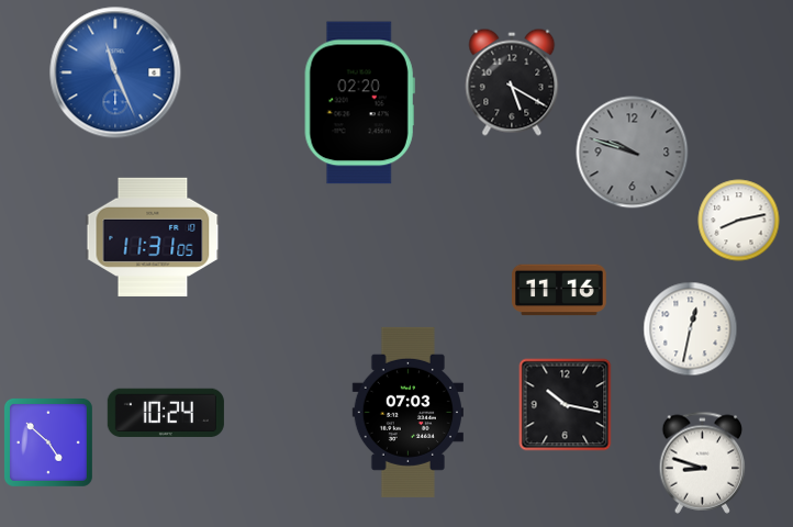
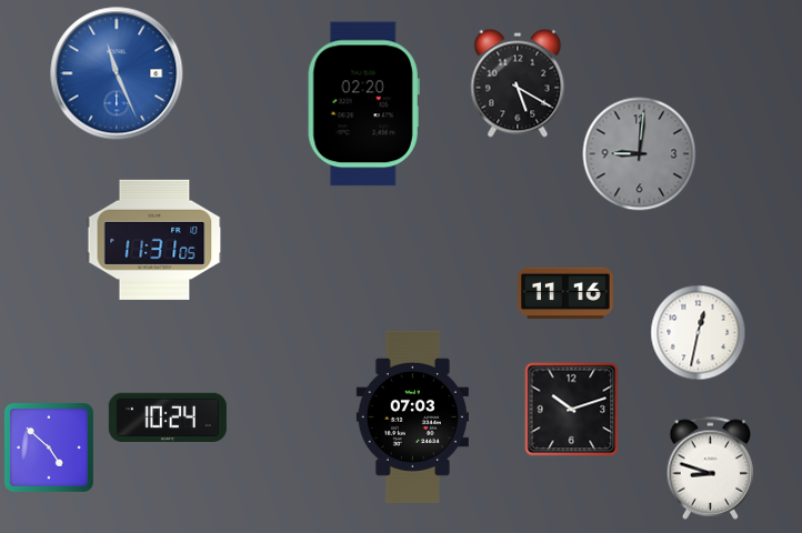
clock at (633, 153): 9:48 -> 9:01
clock at (739, 221): 8:13 -> none
clock at (566, 405): 10:17 -> 10:12
